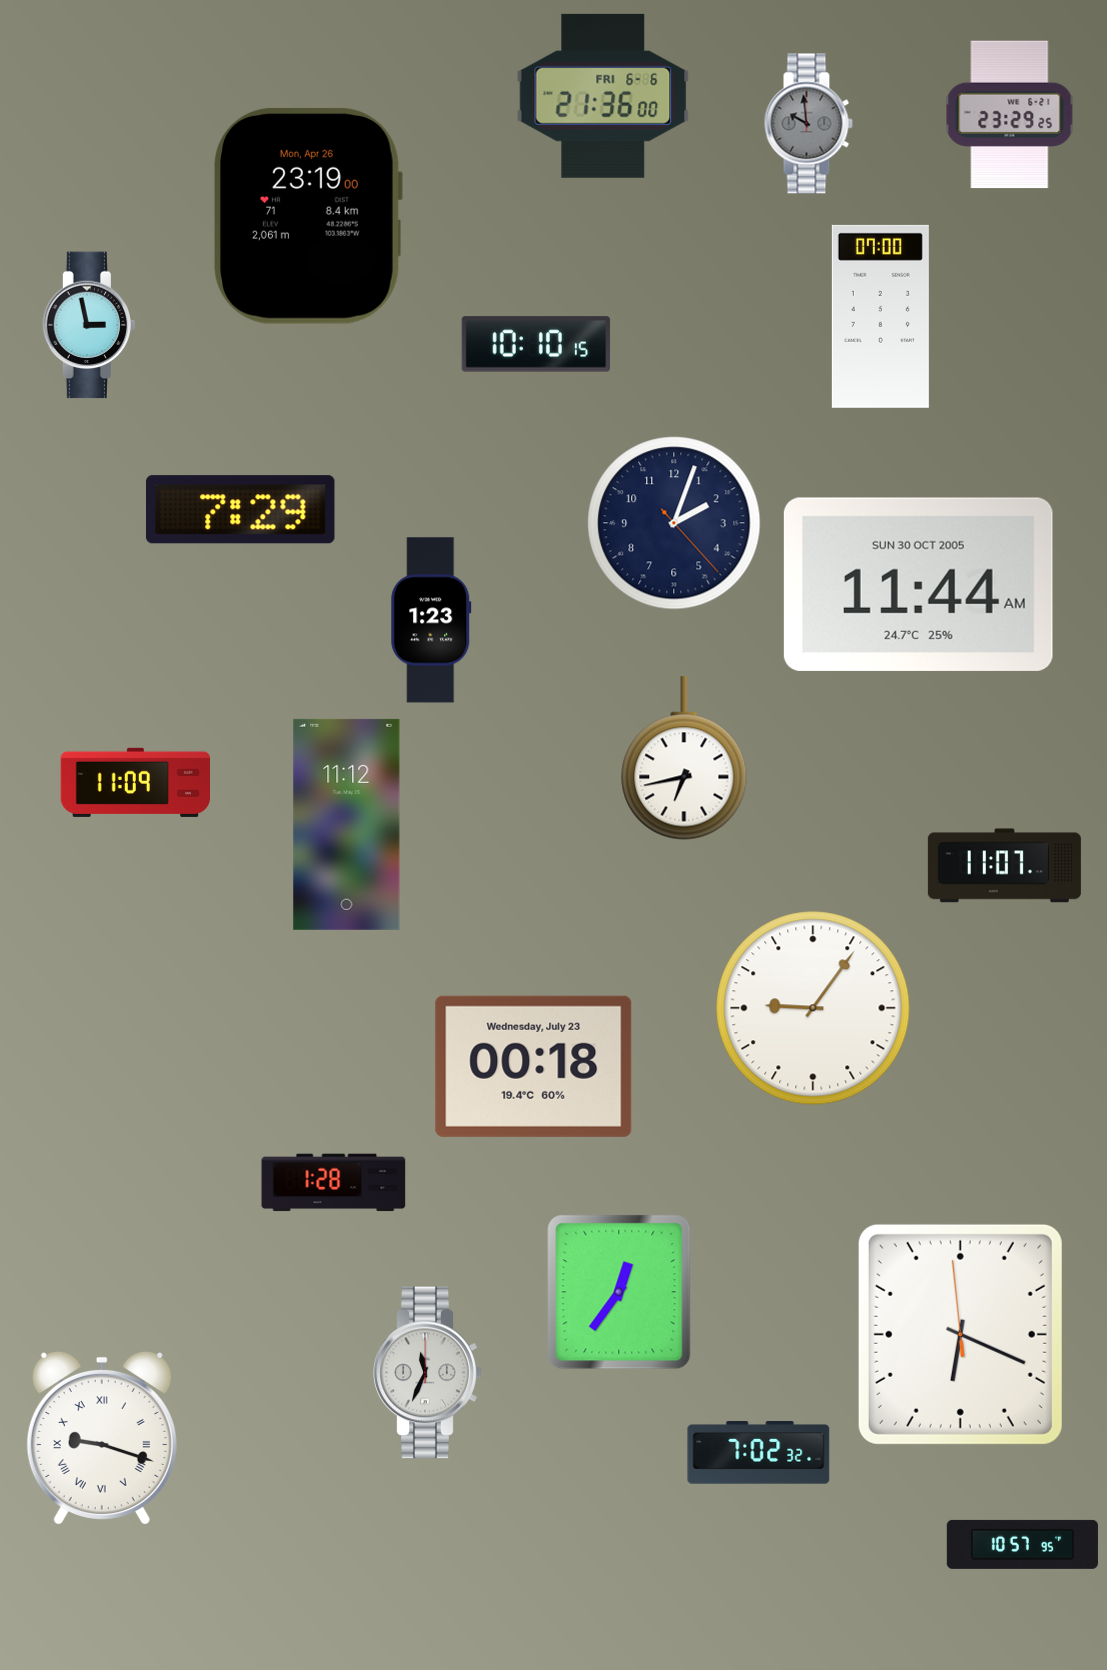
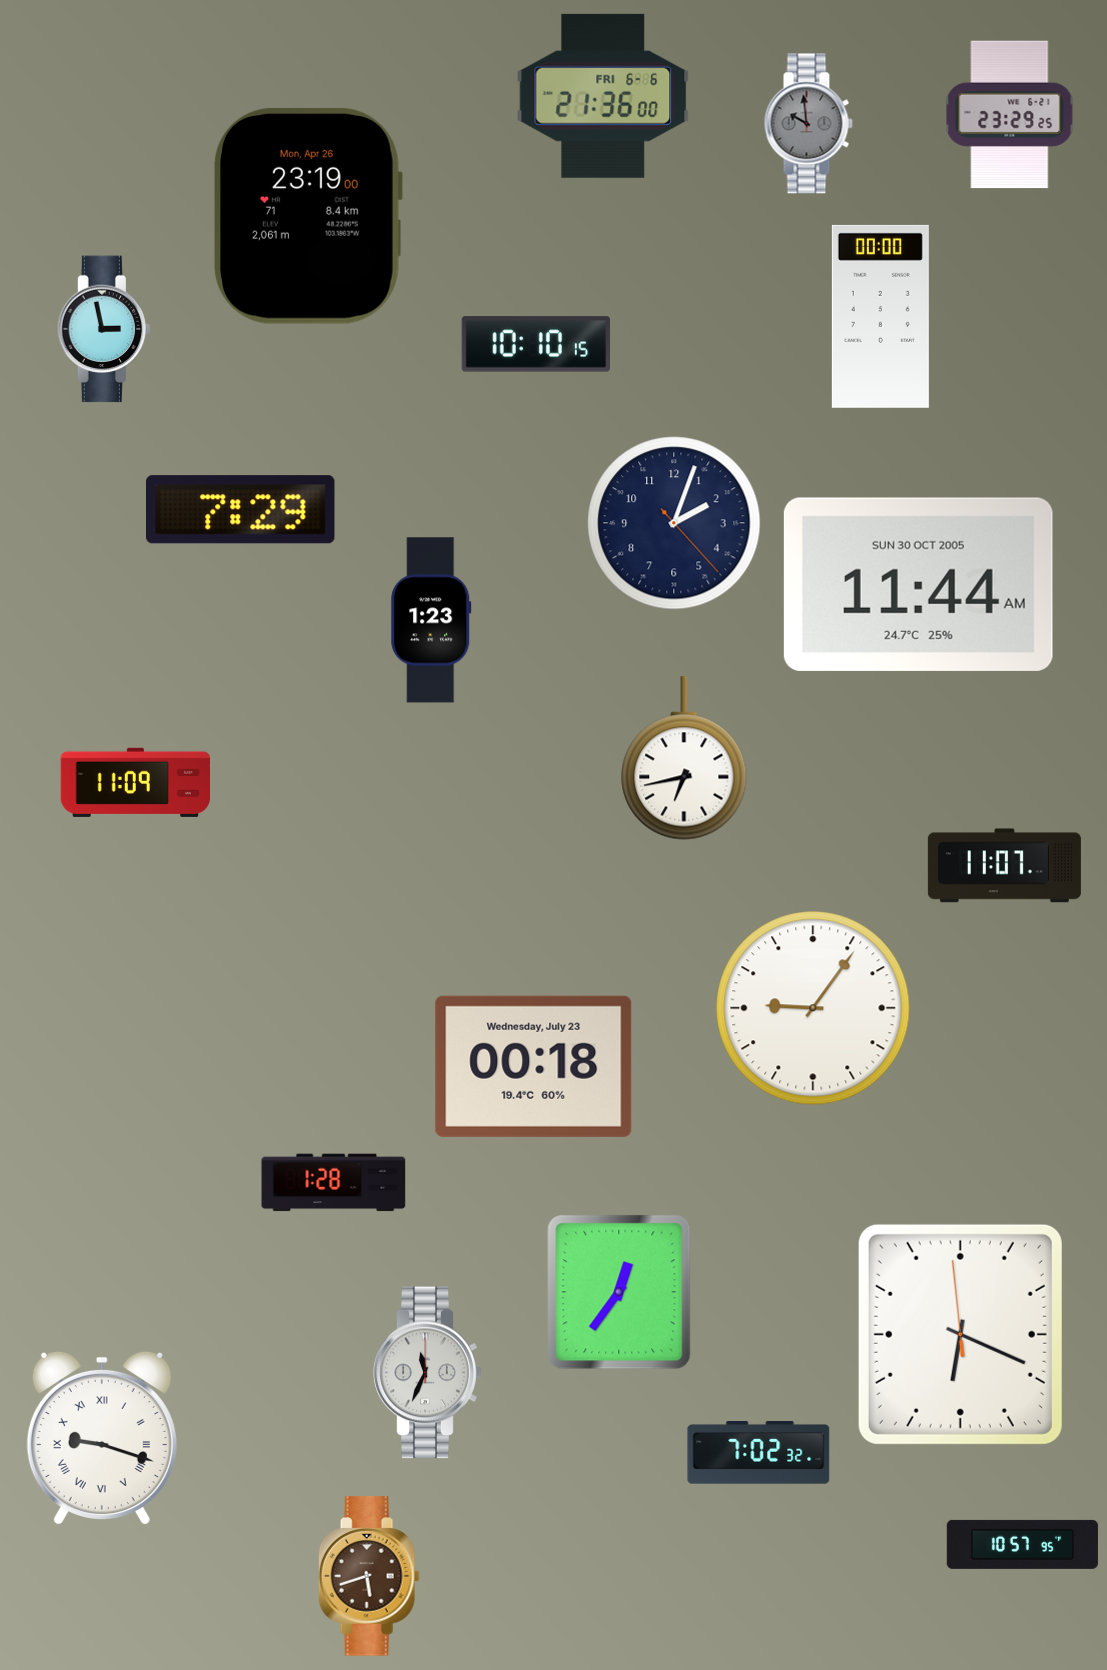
clock at (880, 316): 07:00 -> 00:00
clock at (89, 325) position: (89, 325) -> (104, 329)
clock at (347, 824): 11:12 -> none
clock at (369, 1576): none -> 5:42
